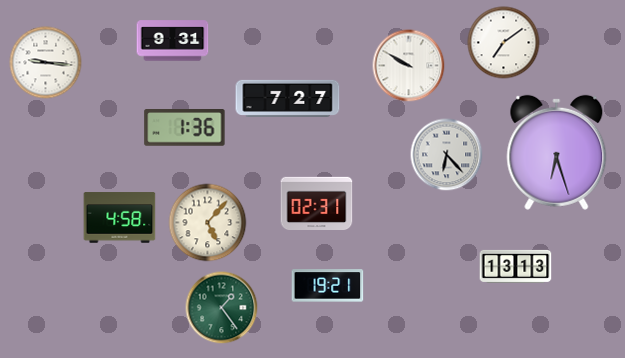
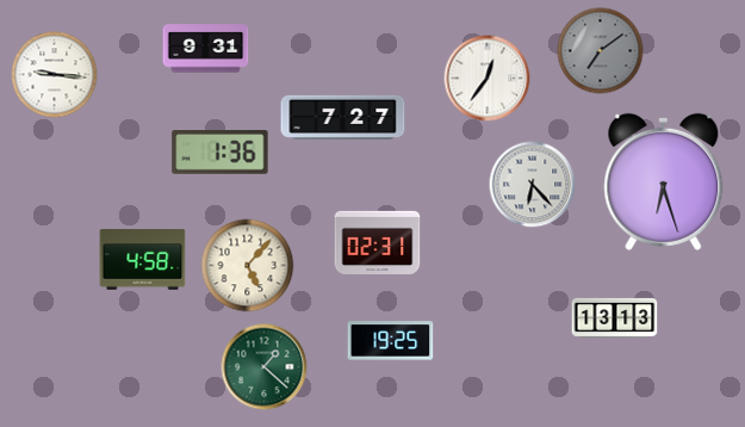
clock at (504, 43) dial: white -> grey
clock at (409, 66): 9:50 -> 12:36
clock at (328, 286): 19:21 -> 19:25
clock at (222, 308): 1:24 -> 1:22
